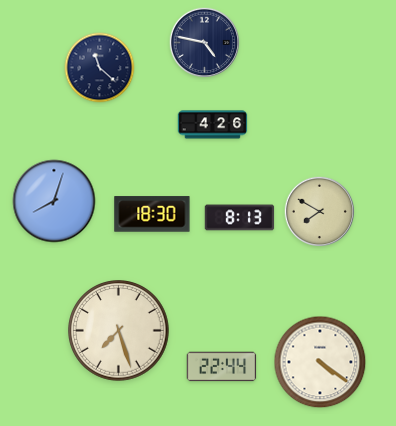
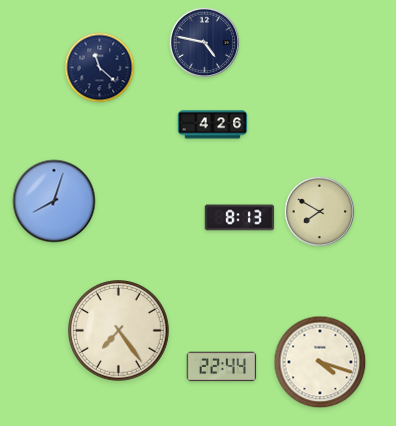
clock at (152, 214): 18:30 -> none
clock at (119, 331): 7:27 -> 7:24
clock at (320, 362): 4:21 -> 4:18
